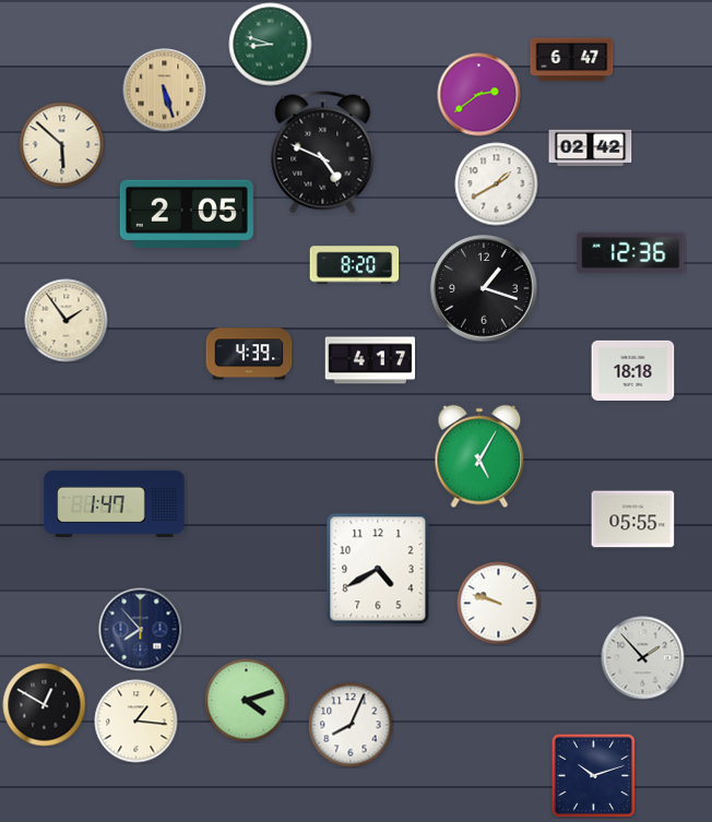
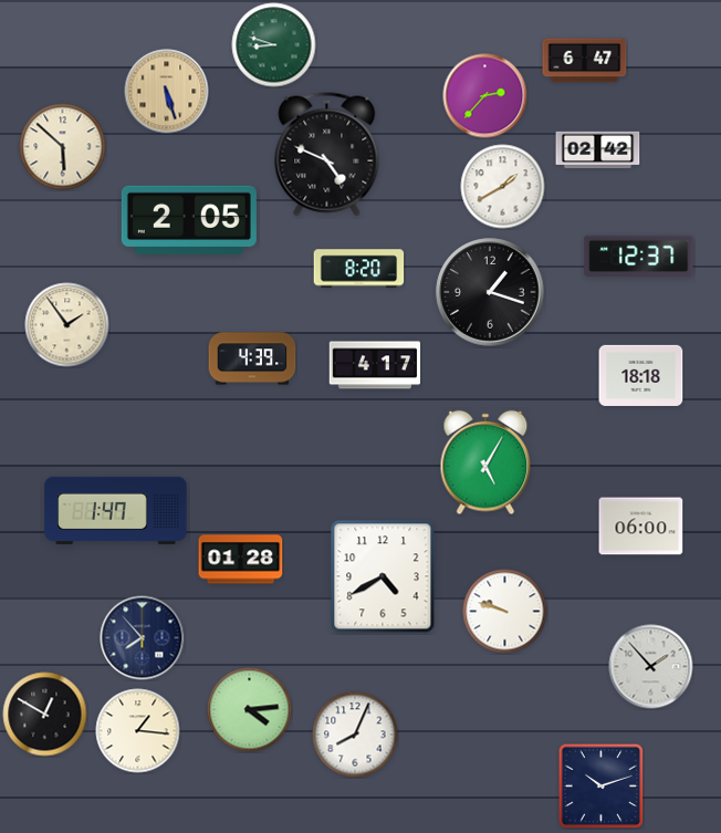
clock at (572, 60) position: (572, 60) -> (585, 61)
clock at (479, 95): 2:39 -> 2:37
clock at (187, 213) position: (187, 213) -> (189, 219)
clock at (631, 252): 12:36 -> 12:37
clock at (633, 520): 05:55 -> 06:00
clock at (241, 560): none -> 01:28
clock at (247, 701): 4:12 -> 4:14
